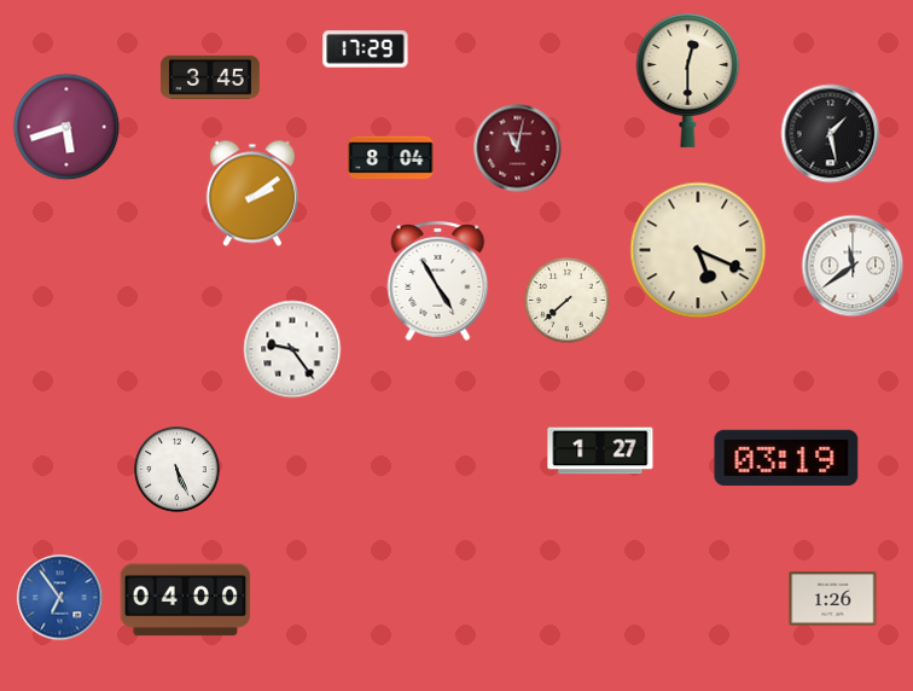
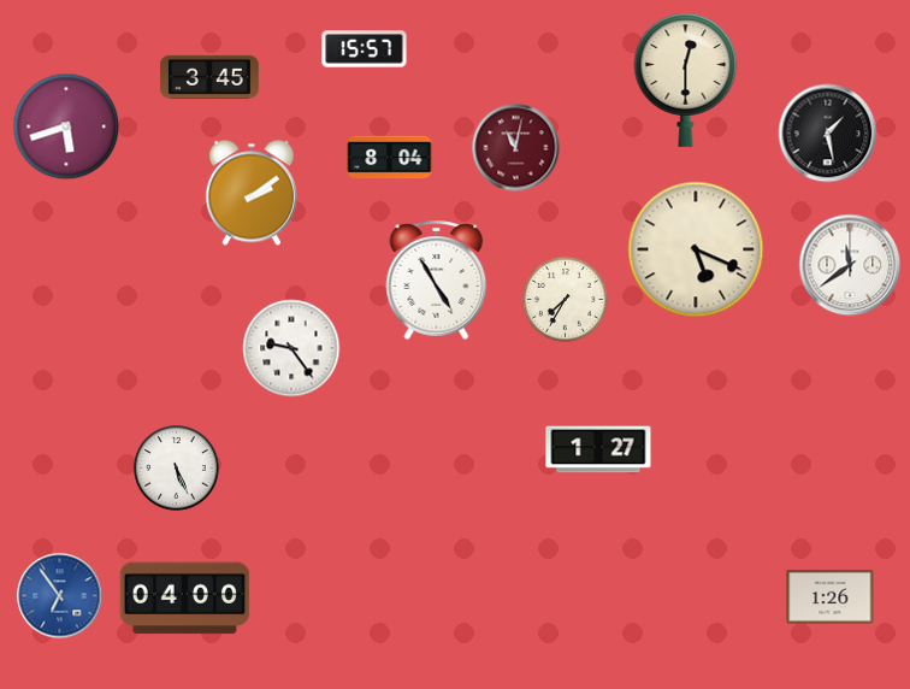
clock at (366, 50): 17:29 -> 15:57
clock at (568, 301): 7:38 -> 7:35
clock at (786, 458): 03:19 -> none
